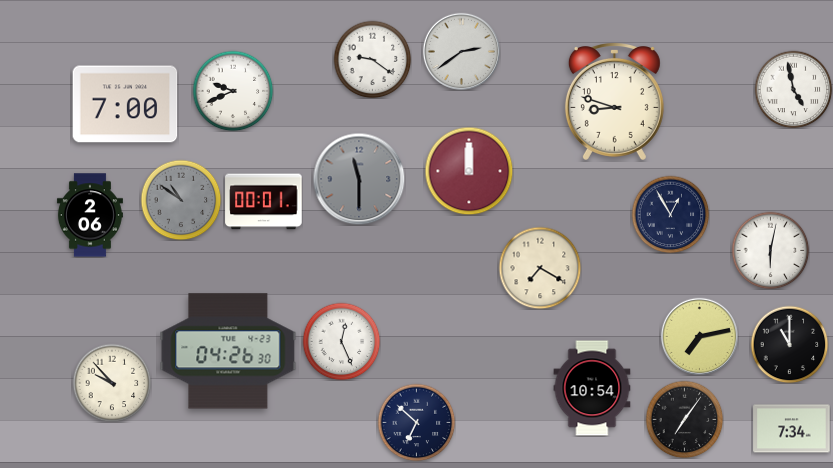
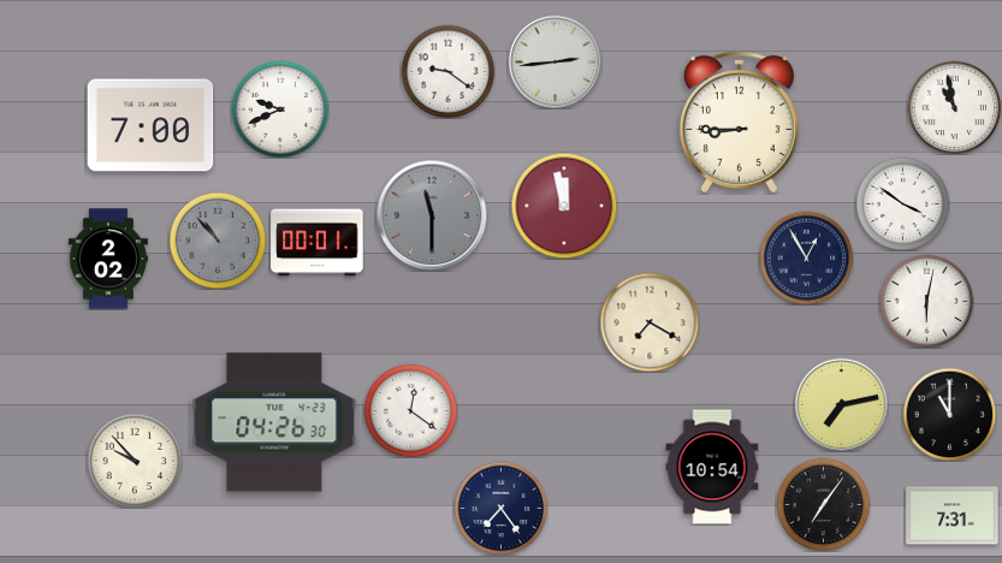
clock at (461, 51): 2:39 -> 2:44
clock at (793, 89): 4:58 -> 10:58
clock at (614, 102): 8:48 -> 8:45
clock at (902, 203): none -> 3:51
clock at (469, 171): 12:00 -> 11:58
clock at (181, 200): 10:51 -> 10:53
clock at (90, 215): 2:06 -> 2:02
clock at (341, 341): 12:26 -> 12:21
clock at (416, 422): 6:52 -> 7:24
clock at (792, 429): 7:34 -> 7:31
